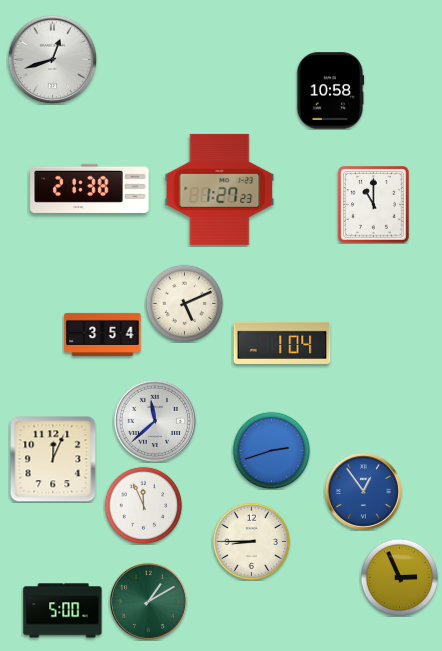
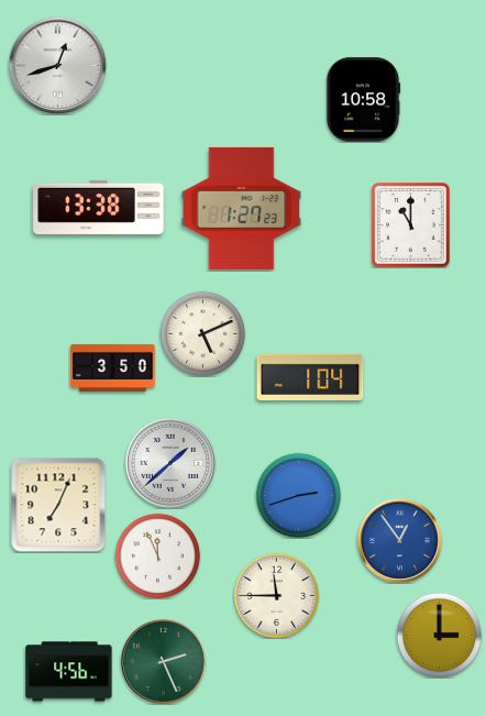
clock at (90, 188): 21:38 -> 13:38
clock at (103, 334): 3:54 -> 3:50
clock at (154, 420): 11:38 -> 1:38
clock at (53, 459): 12:04 -> 7:04
clock at (251, 541): 8:45 -> 11:45
clock at (399, 577): 2:56 -> 3:00
clock at (148, 601): 1:10 -> 2:26
clock at (63, 611): 5:00 -> 4:56
